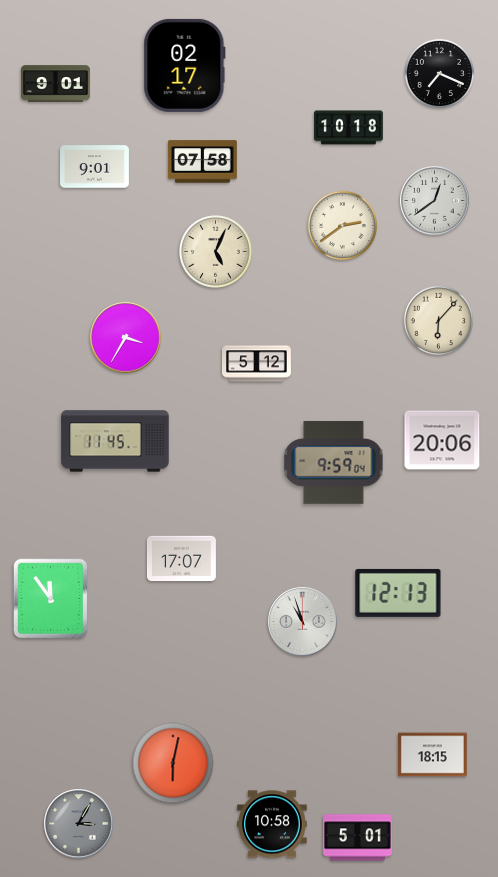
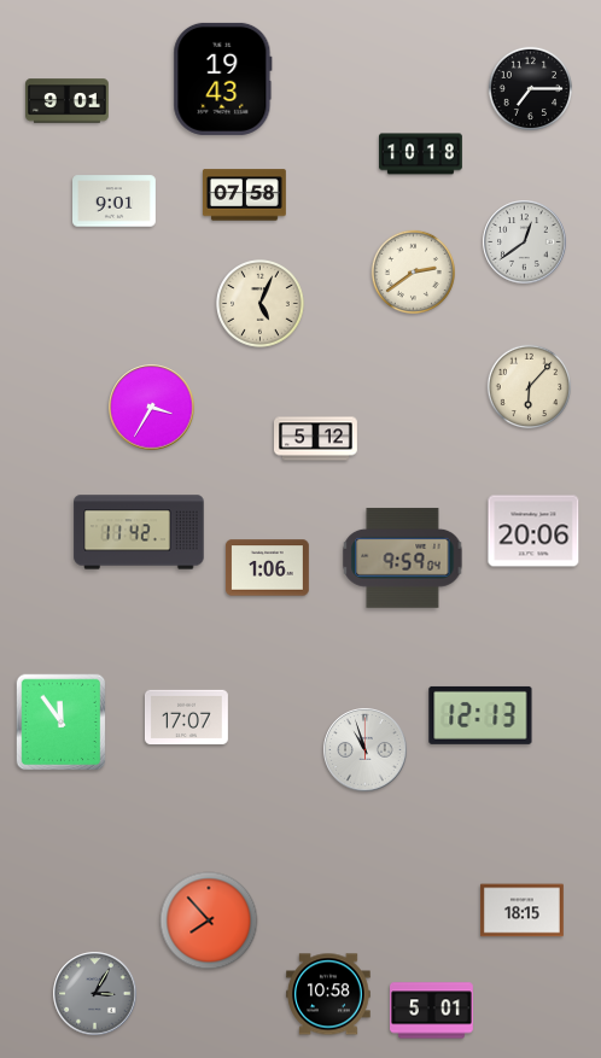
clock at (185, 65): 02:17 -> 19:43
clock at (439, 73): 7:19 -> 7:15
clock at (257, 364) position: (257, 364) -> (316, 439)
clock at (115, 441): 11:45 -> 11:42
clock at (267, 568): none -> 1:06
clock at (182, 559) position: (182, 559) -> (187, 718)
clock at (173, 763): 6:02 -> 7:53
